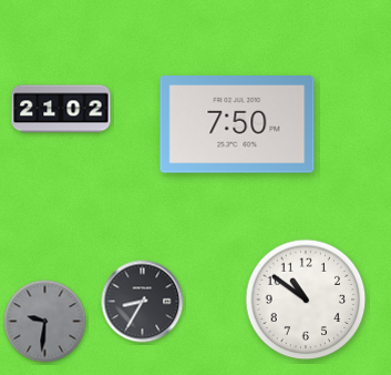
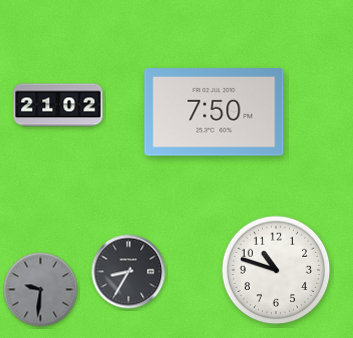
clock at (61, 109) position: (61, 109) -> (58, 105)
clock at (306, 300): 10:51 -> 10:48
